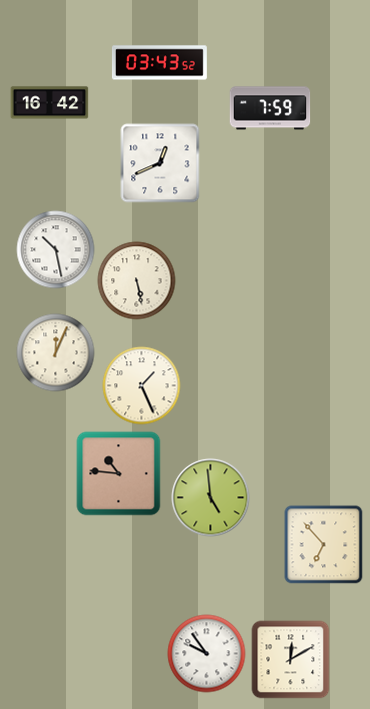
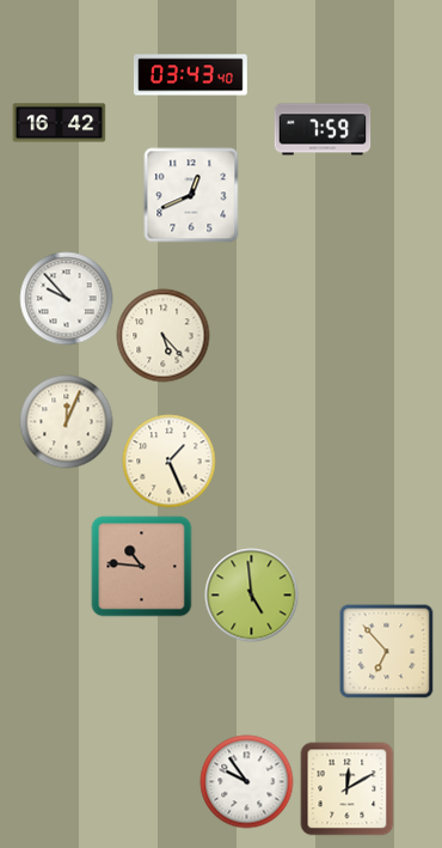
clock at (159, 63): 03:43:52 -> 03:43:40
clock at (55, 249): 10:28 -> 9:53
clock at (136, 280): 5:28 -> 5:23
